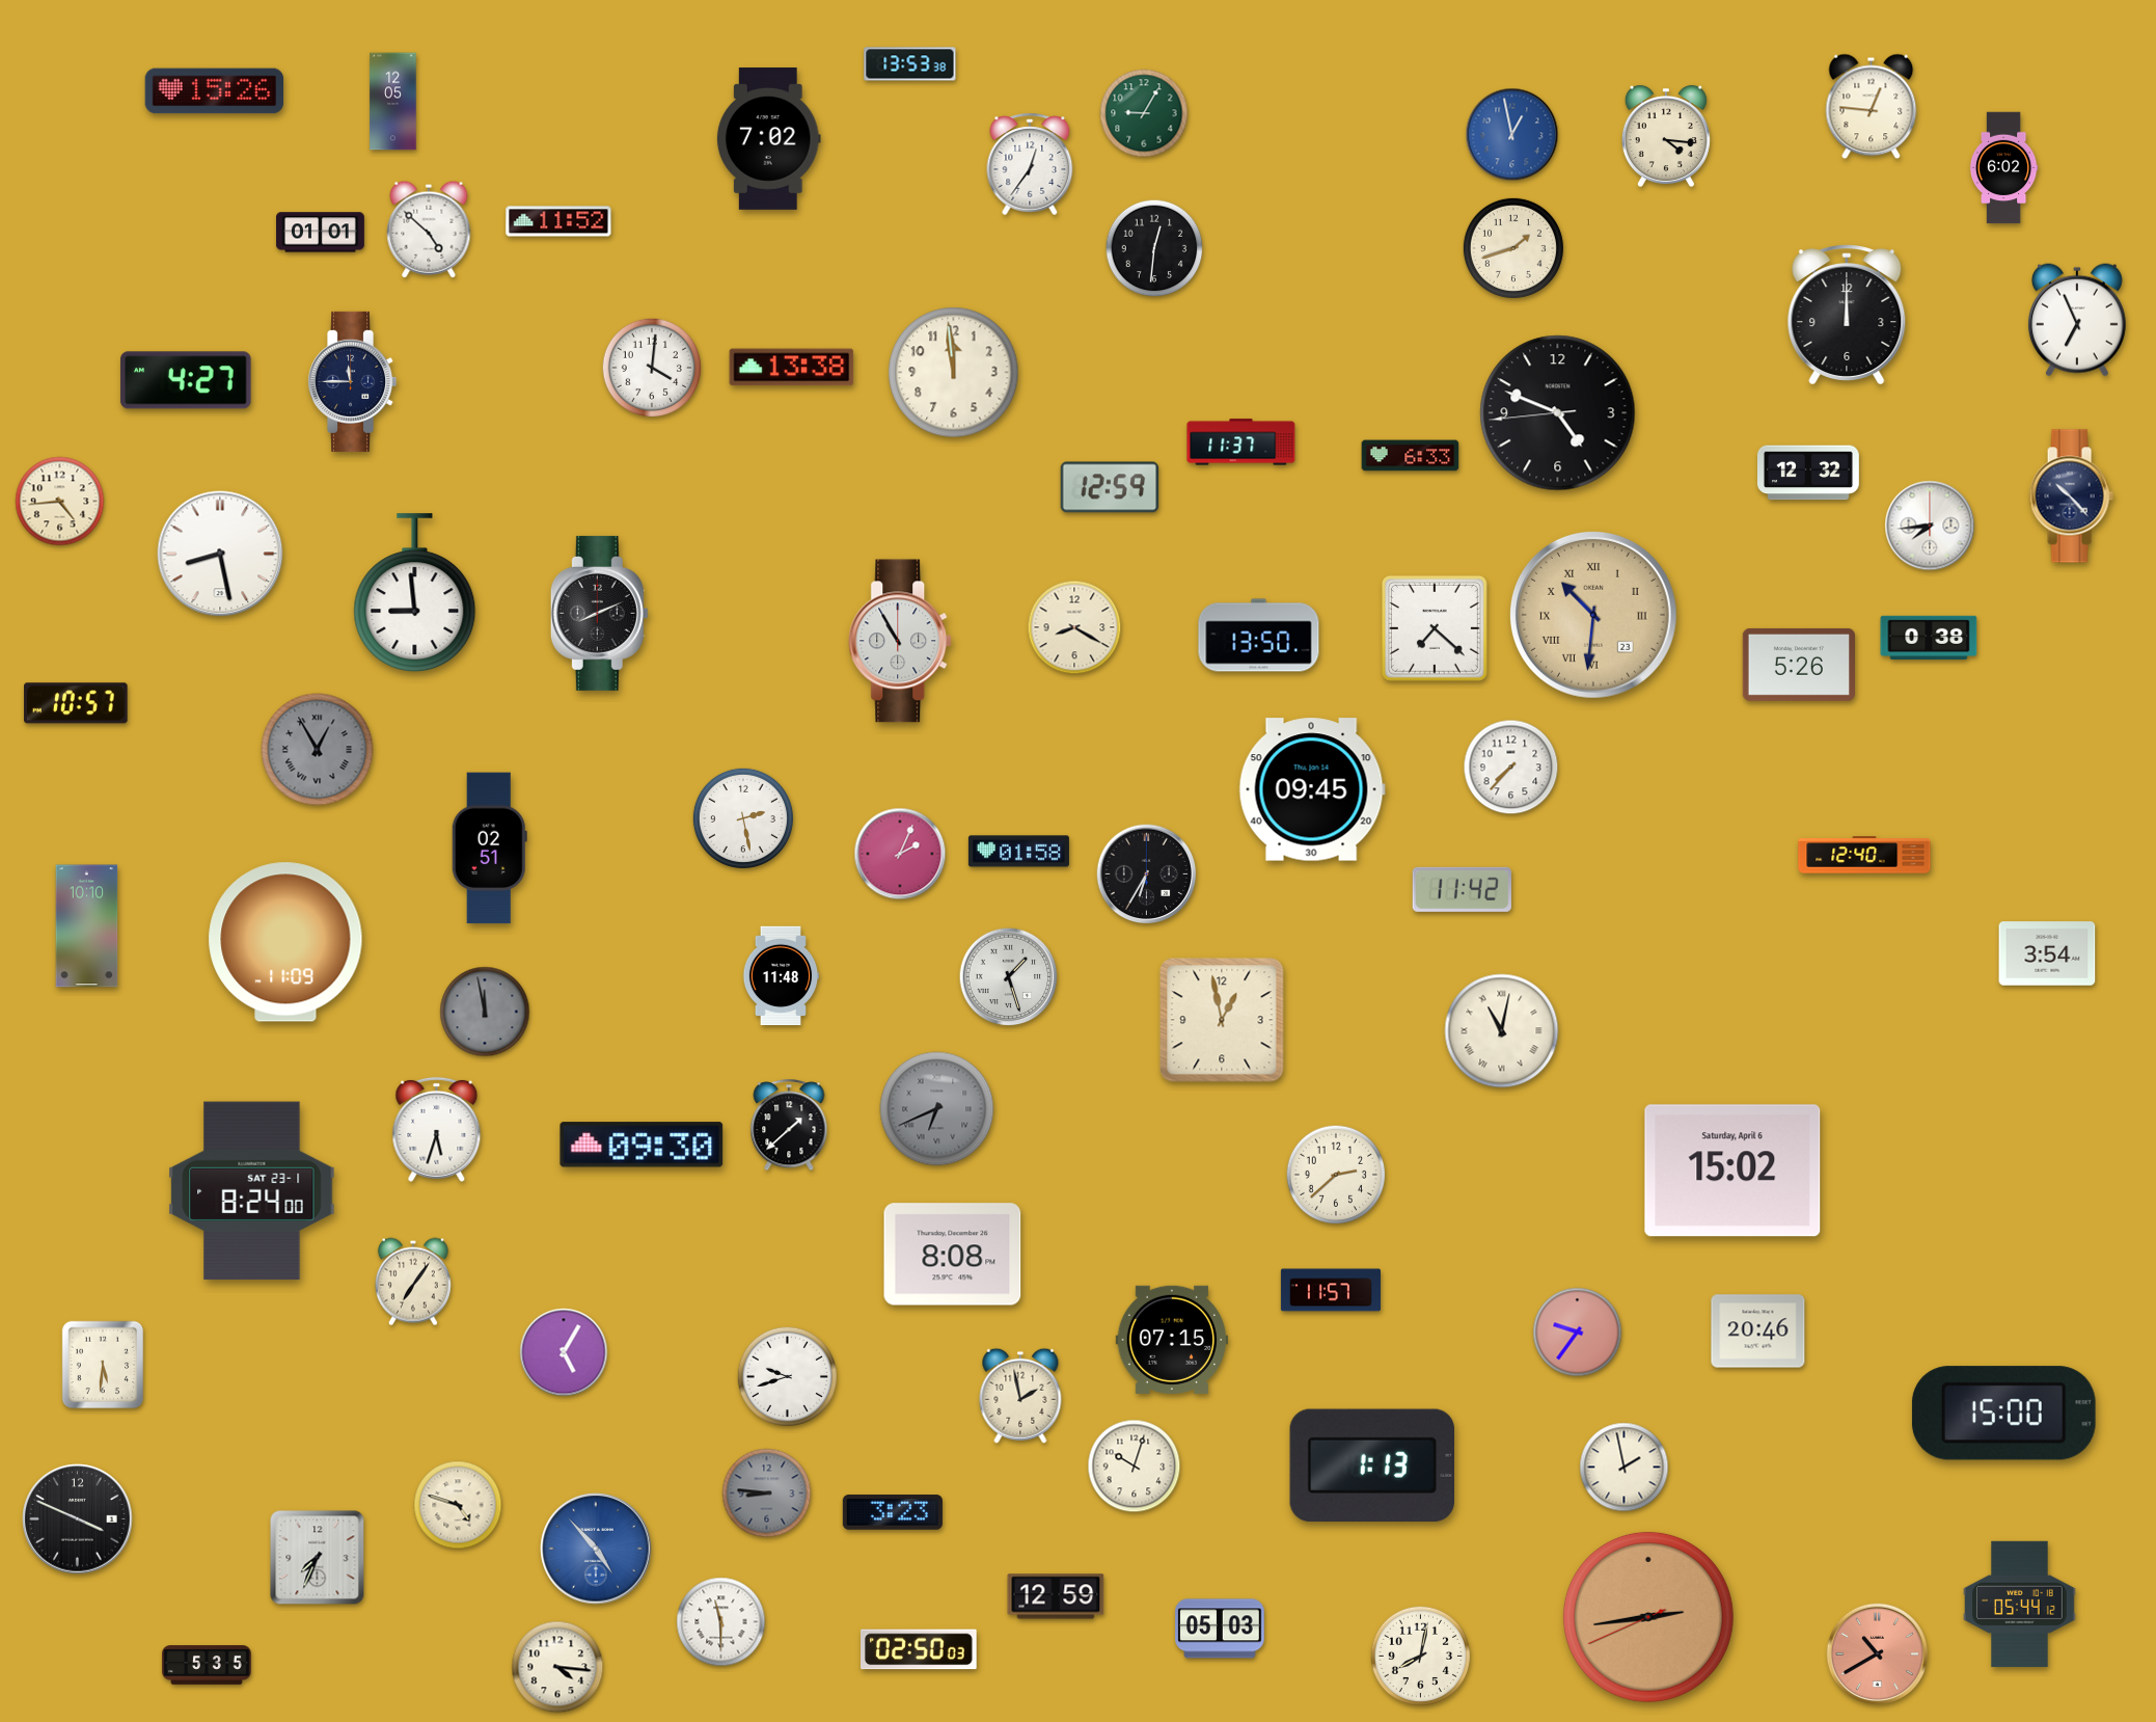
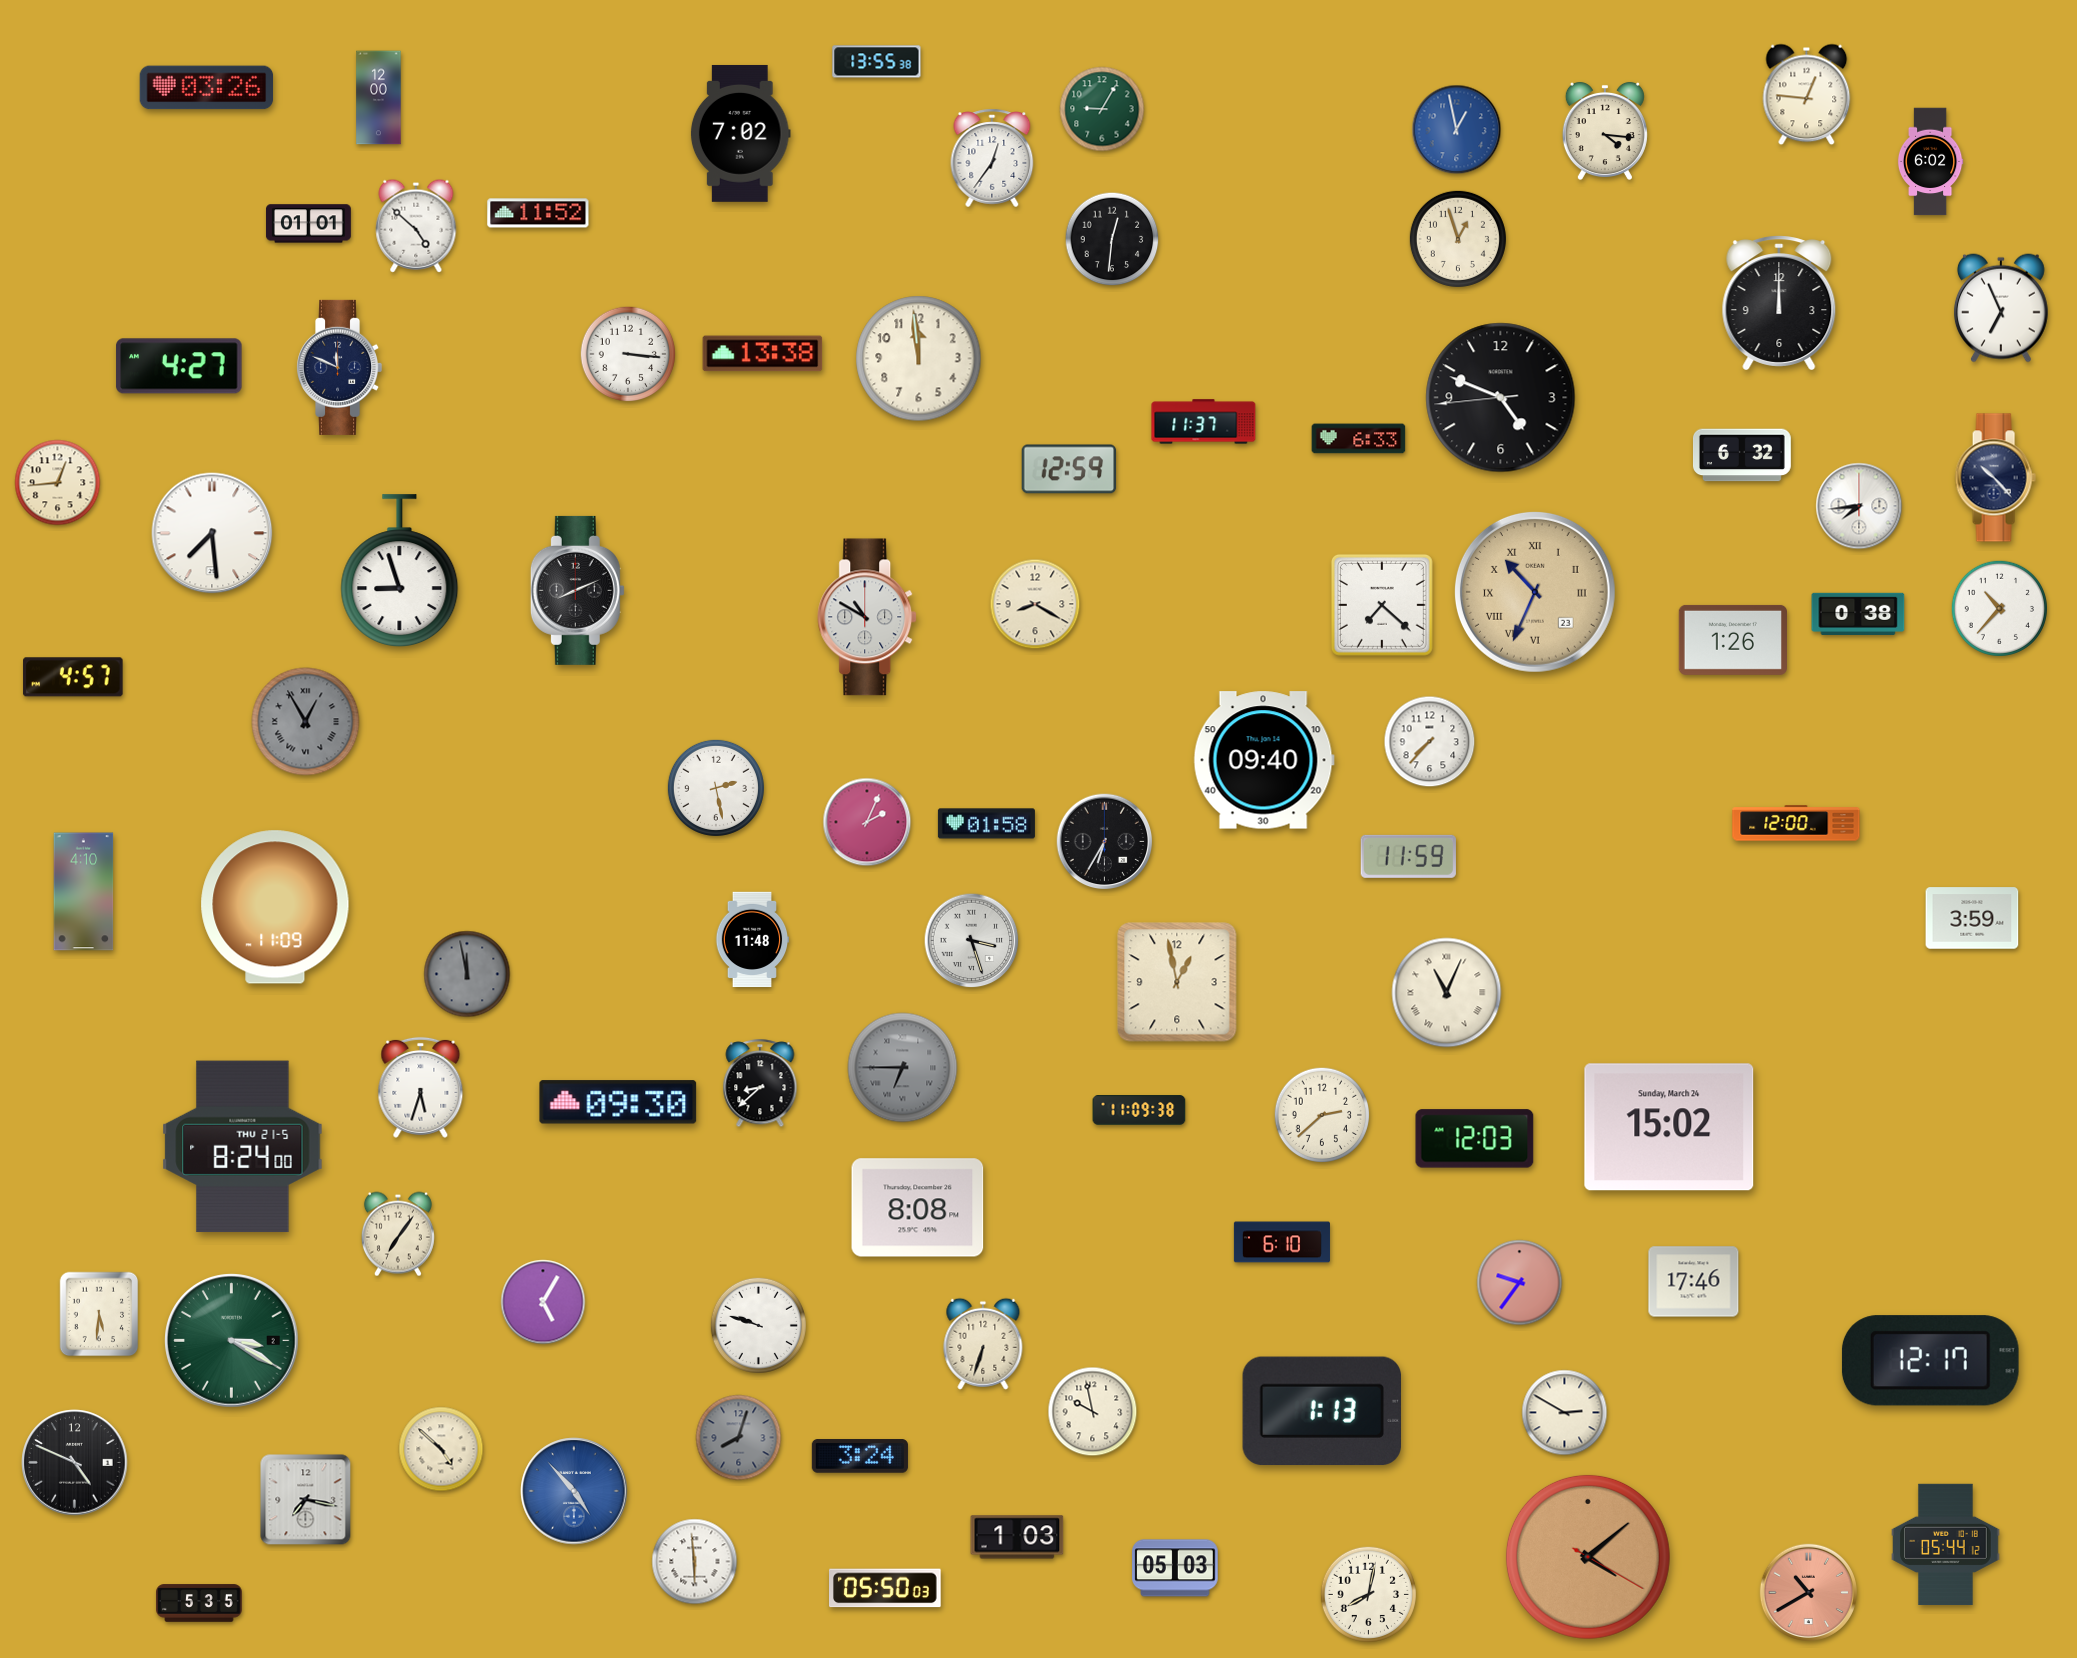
clock at (910, 64): 13:53 -> 13:55
clock at (215, 91): 15:26 -> 03:26
clock at (393, 102): 12:05 -> 12:00
clock at (1872, 107) position: (1872, 107) -> (1807, 95)
clock at (429, 230) position: (429, 230) -> (416, 226)
clock at (1513, 248): 1:42 -> 12:57
clock at (652, 368): 4:01 -> 3:16
clock at (353, 381): 11:45 -> 11:49
clock at (1241, 442) position: (1241, 442) -> (1204, 422)
clock at (1808, 473): 12:32 -> 6:32
clock at (60, 502): 4:44 -> 12:44
clock at (220, 554): 8:28 -> 7:29
clock at (415, 593): 8:59 -> 8:57
clock at (1593, 615): 10:31 -> 10:34
clock at (1999, 608): none -> 10:37
clock at (1259, 636): 13:50 -> none
clock at (901, 641): 10:55 -> 10:50
clock at (1798, 665): 5:26 -> 1:26
clock at (76, 703): 10:57 -> 4:57
clock at (1511, 768) position: (1511, 768) -> (1430, 742)
clock at (1312, 789): 09:45 -> 09:40
clock at (489, 849): 02:51 -> none
clock at (1018, 852) position: (1018, 852) -> (986, 824)
clock at (1864, 855): 12:40 -> 12:00
clock at (1462, 889): 11:42 -> 11:59
clock at (87, 926): 10:10 -> 4:10
clock at (2047, 953): 3:54 -> 3:59
clock at (1009, 977): 1:27 -> 3:27
clock at (1502, 1031): 11:02 -> 11:04
clock at (937, 1109): 6:41 -> 6:45
clock at (789, 1126): 1:38 -> 8:38
clock at (1139, 1110): none -> 11:09
clock at (1732, 1171) date: Saturday, April 6 -> Sunday, March 24
clock at (1336, 1175) position: (1336, 1175) -> (1322, 1115)
clock at (1475, 1139): none -> 12:03
clock at (252, 1191) date: SAT 23-1 -> THU 21-5
clock at (1331, 1290): 11:57 -> 6:10
clock at (1758, 1331): 20:46 -> 17:46
clock at (1171, 1340): 07:15 -> none
clock at (787, 1376): 9:42 -> 9:48
clock at (232, 1341): none -> 3:20
clock at (1020, 1396): 1:58 -> 6:33
clock at (2003, 1414): 15:00 -> 12:17
clock at (1135, 1467): 10:03 -> 9:58
clock at (1625, 1468): 1:58 -> 2:50
clock at (767, 1494): 8:46 -> 8:03
clock at (458, 1505): 4:48 -> 4:52
clock at (893, 1512): 3:23 -> 3:24
clock at (78, 1519): 3:49 -> 4:49
clock at (318, 1558): 7:34 -> 7:17
clock at (1056, 1596): 12:59 -> 1:03
clock at (1648, 1617): 2:43 -> 4:08
clock at (721, 1622): 11:30 -> 5:59
clock at (920, 1649): 02:50 -> 05:50
clock at (557, 1667): 4:16 -> none
